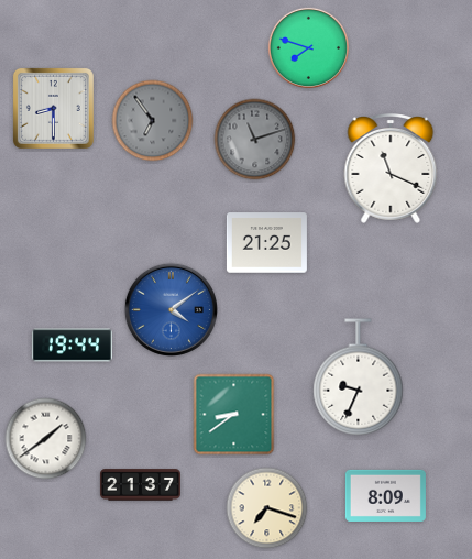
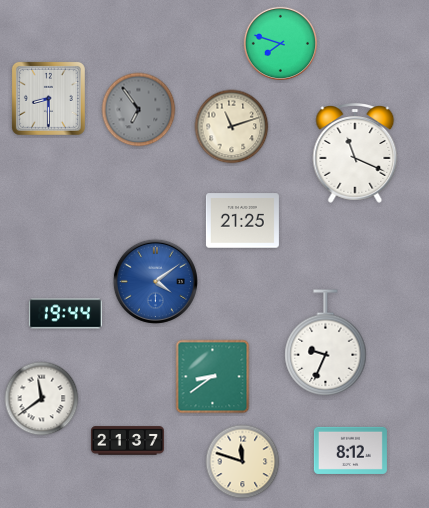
clock at (255, 140) dial: grey -> cream
clock at (46, 439): 1:39 -> 11:39
clock at (385, 495): 8:09 -> 8:12
clock at (267, 508): 7:18 -> 11:48
